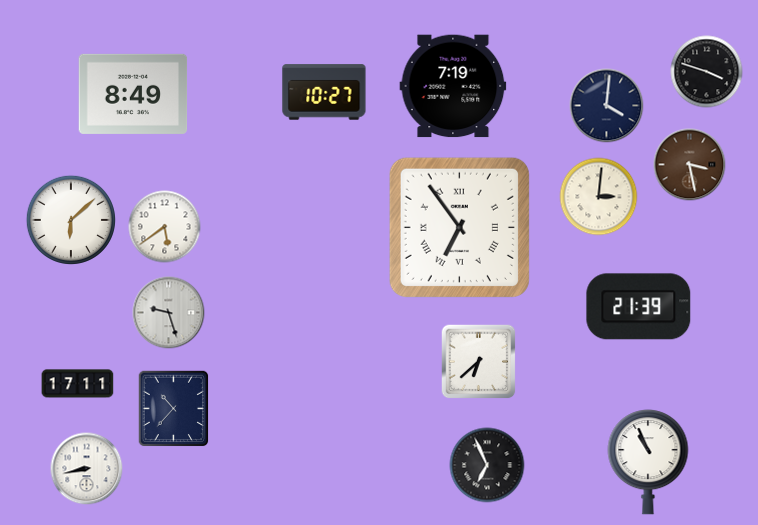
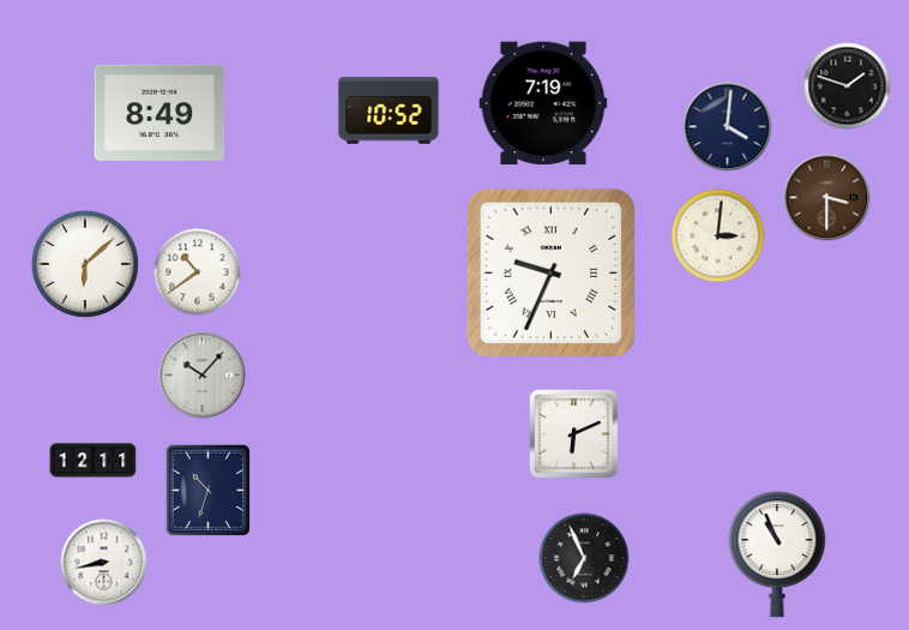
clock at (707, 72): 3:48 -> 1:48
clock at (324, 92): 10:27 -> 10:52
clock at (690, 165): 3:28 -> 3:30
clock at (165, 227): 5:39 -> 10:39
clock at (459, 227): 6:54 -> 9:34
clock at (639, 307): 21:39 -> none
clock at (169, 313): 9:27 -> 10:07
clock at (479, 362): 6:38 -> 6:11
clock at (78, 384): 17:11 -> 12:11
clock at (174, 409): 10:37 -> 10:33
